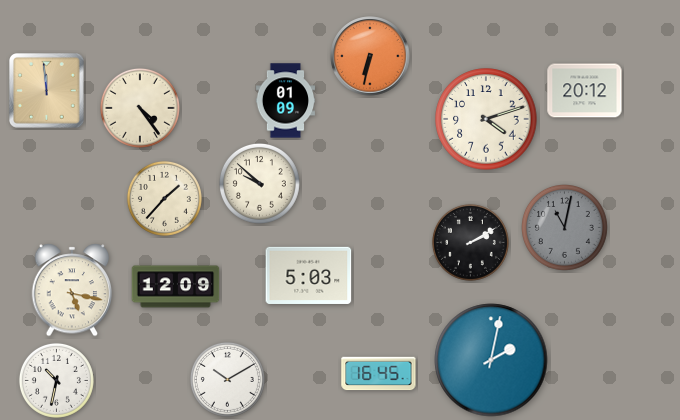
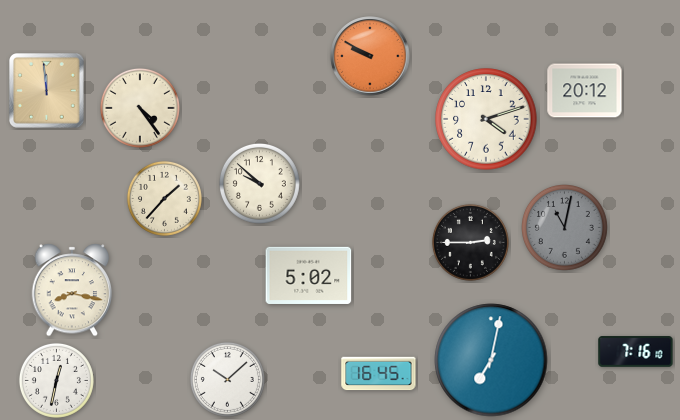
clock at (370, 56): 6:32 -> 9:50
clock at (286, 101): 01:09 -> none
clock at (470, 242): 2:10 -> 2:45
clock at (309, 275): 5:03 -> 5:02
clock at (176, 287): 12:09 -> none
clock at (72, 290): 5:17 -> 8:17
clock at (636, 352): none -> 7:16
clock at (491, 360): 2:02 -> 7:02
clock at (227, 379): 10:10 -> 10:08
clock at (56, 380): 10:32 -> 12:32
